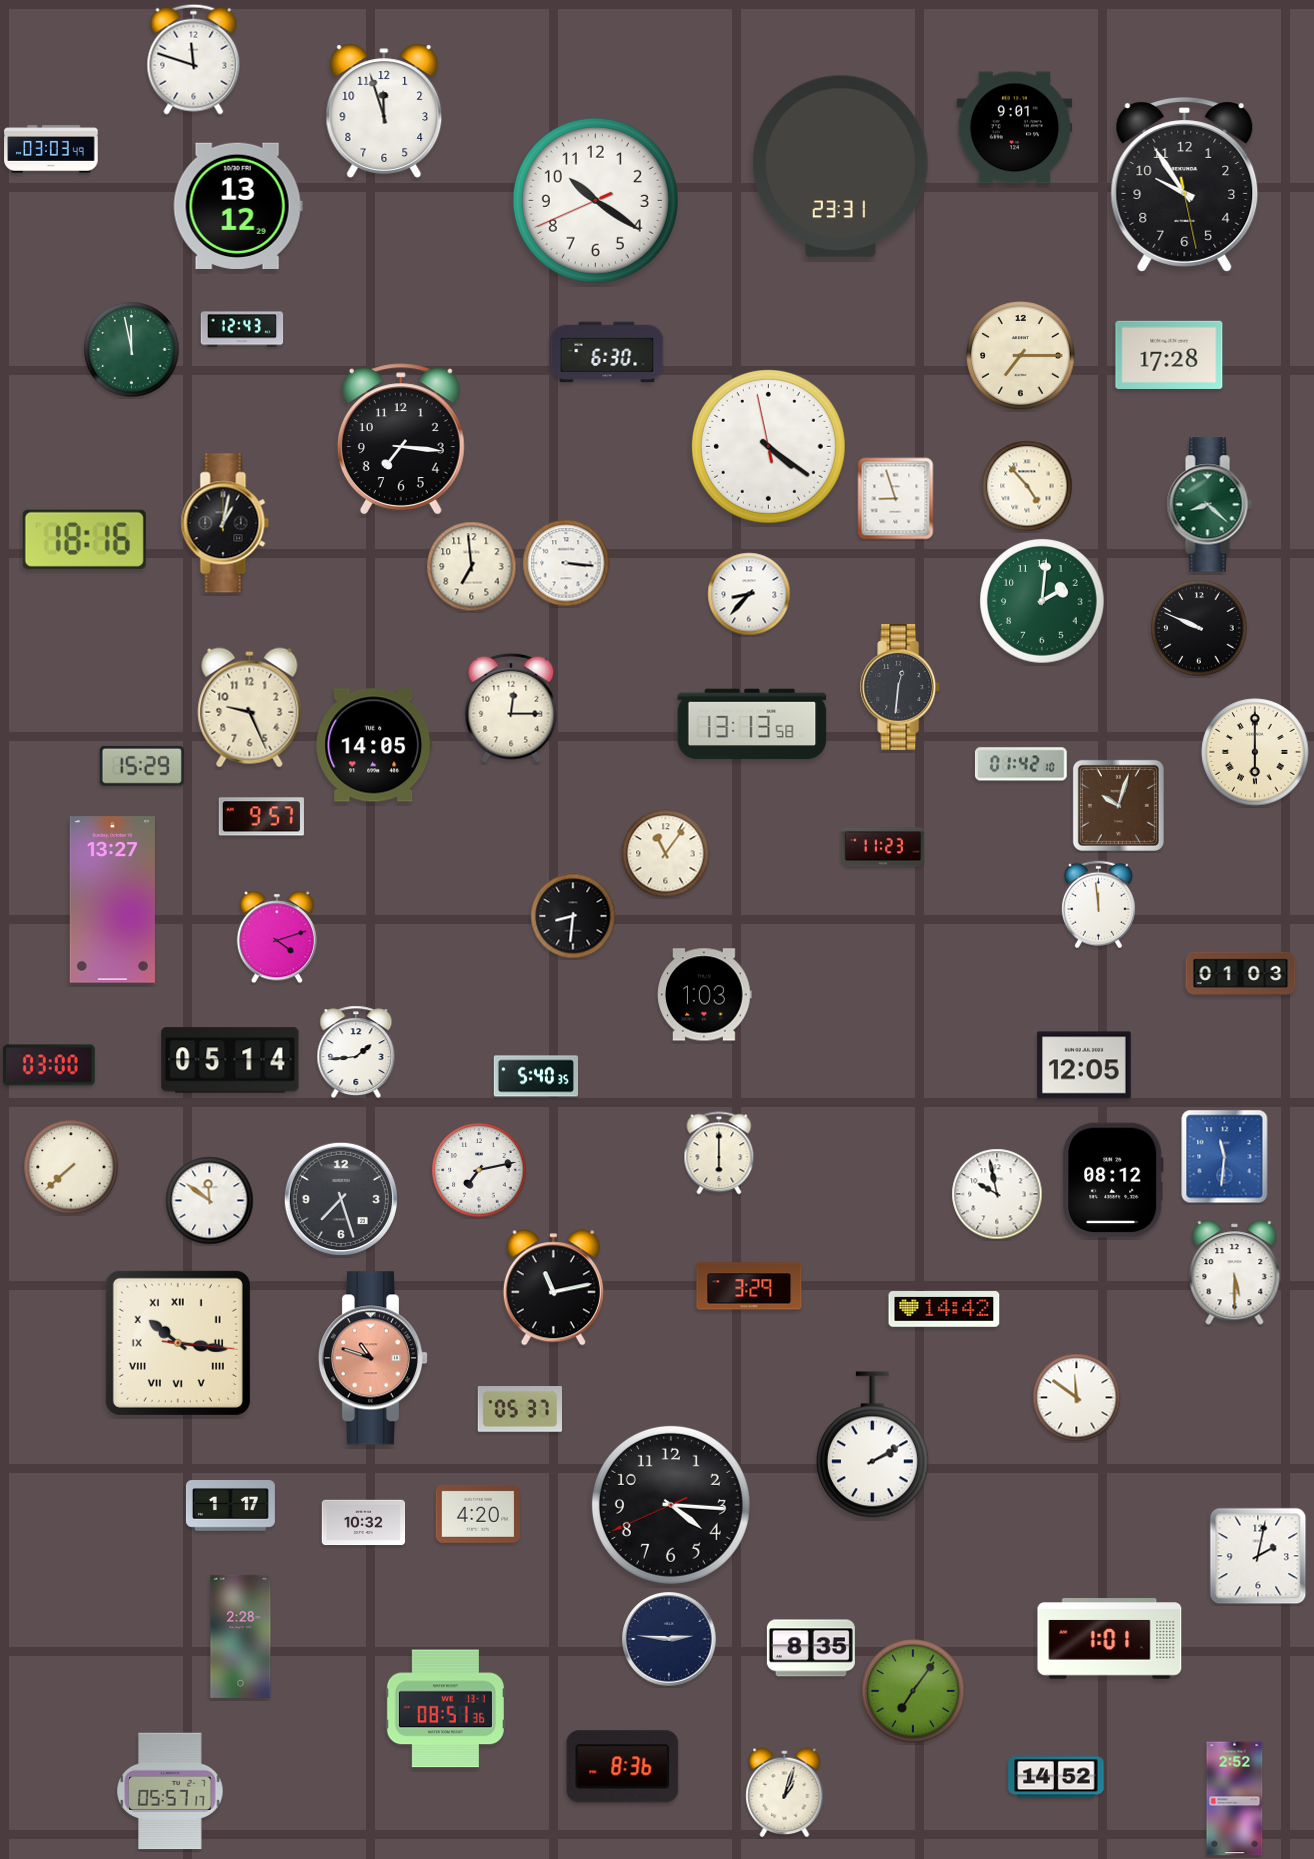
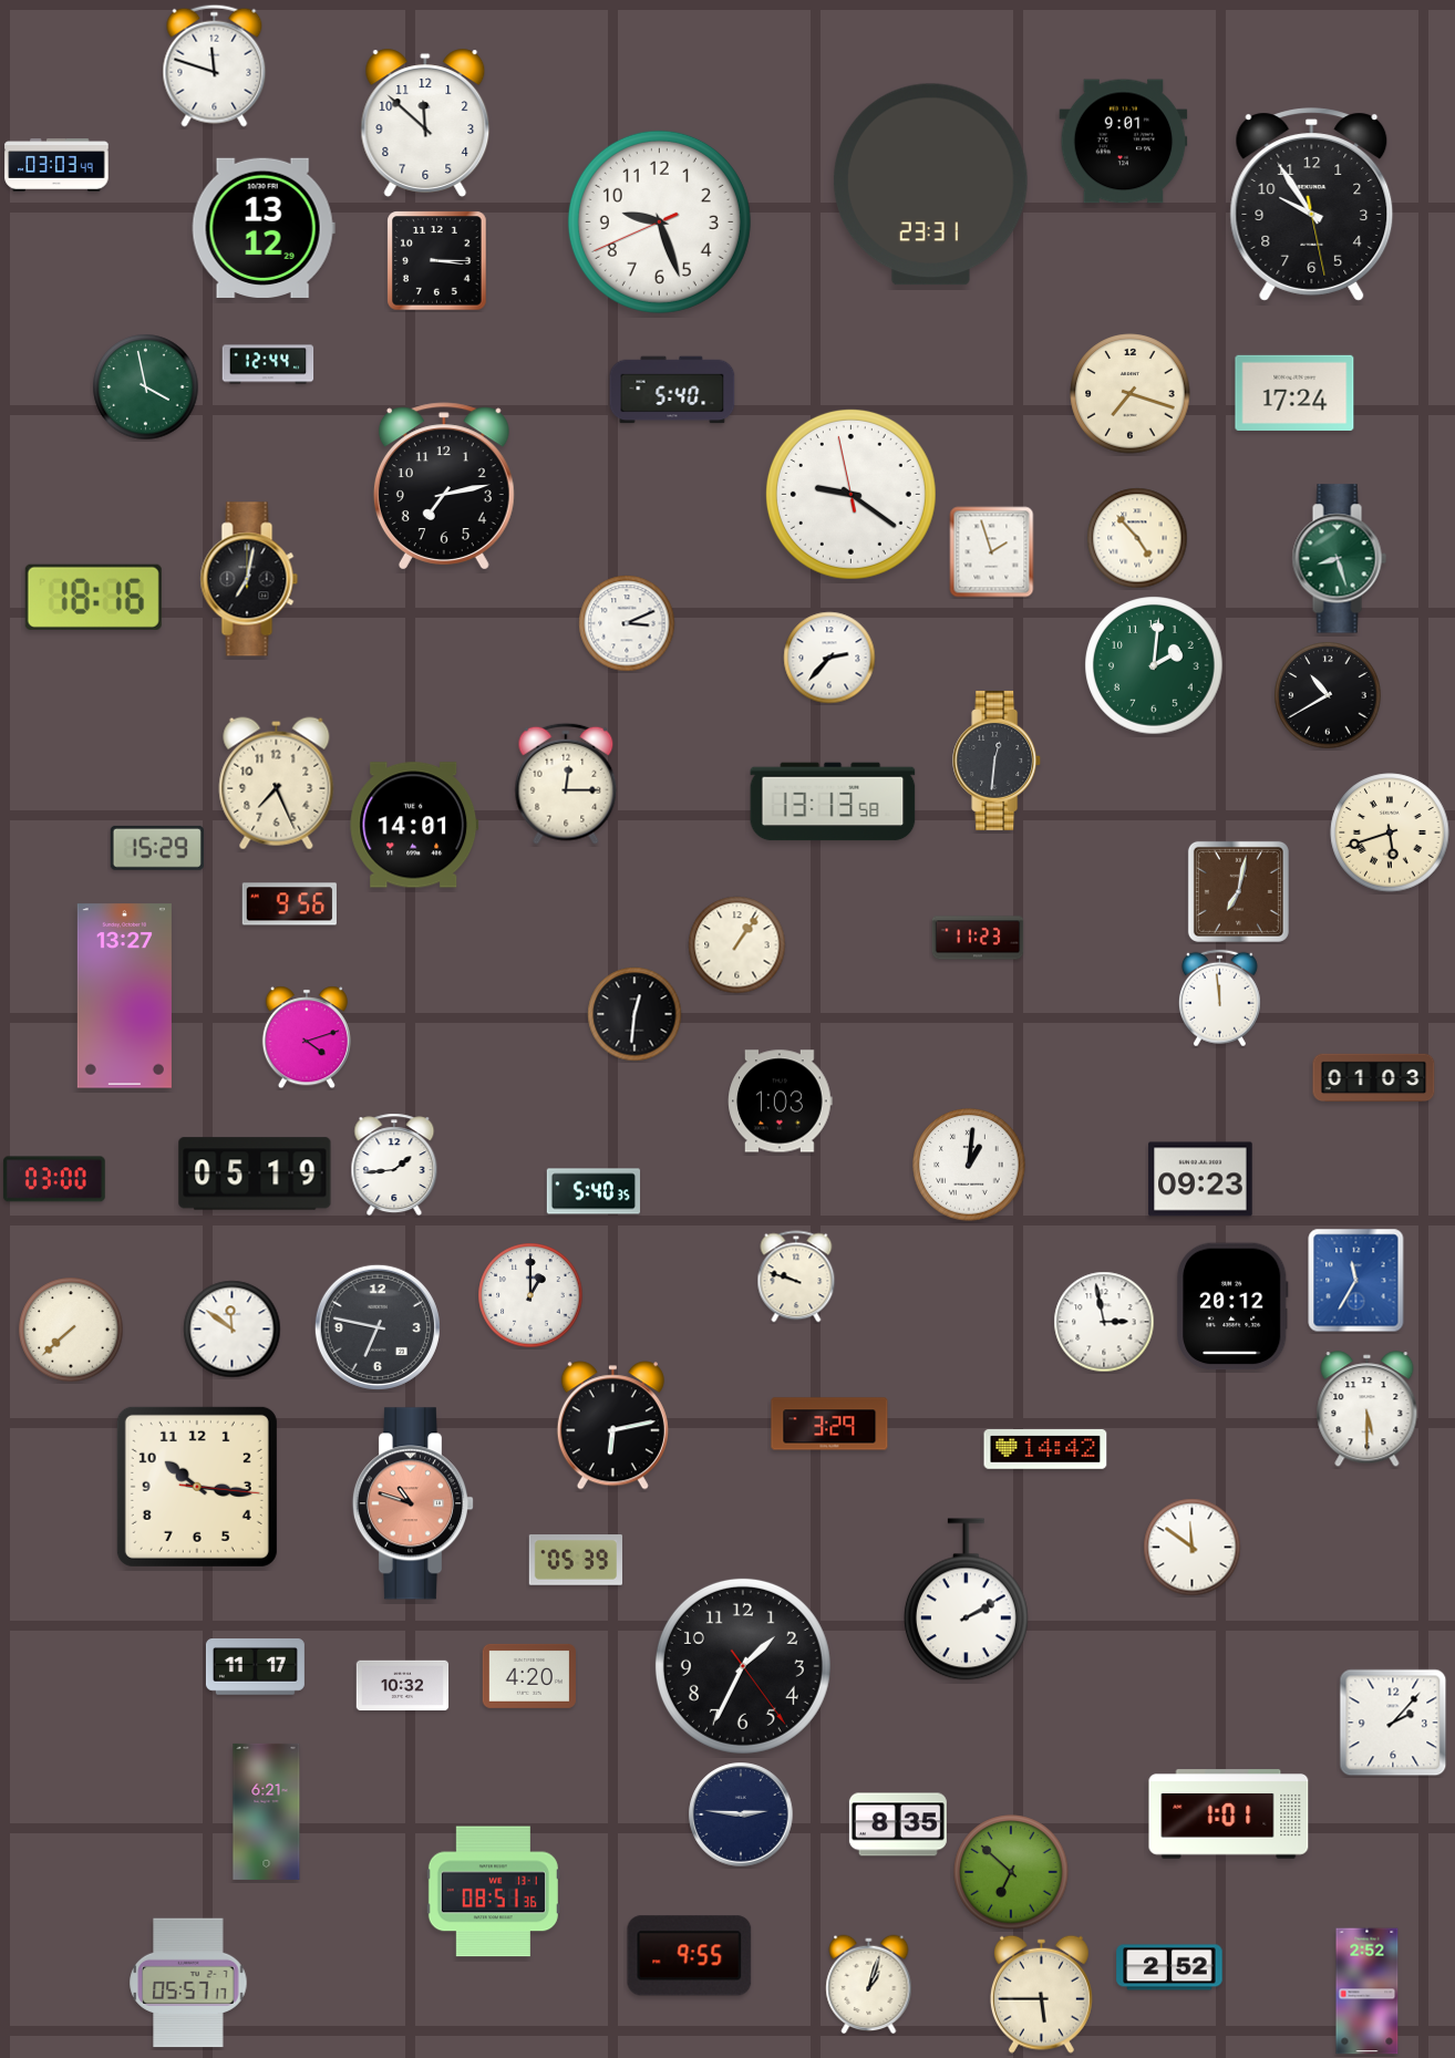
clock at (384, 111): 11:57 -> 11:52
clock at (595, 200): 10:20 -> 9:26
clock at (437, 261): none -> 3:15
clock at (242, 329): 12:43 -> 12:44
clock at (132, 350): 11:58 -> 3:58
clock at (607, 352): 6:30 -> 5:40
clock at (1169, 355): 17:28 -> 17:24
clock at (1021, 356): 7:15 -> 7:18
clock at (401, 439): 7:16 -> 7:13
clock at (768, 446): 4:20 -> 9:20
clock at (896, 499): 8:57 -> 1:57
clock at (1209, 505): 8:22 -> 8:27
clock at (225, 523): 1:02 -> 7:02
clock at (566, 563): 3:16 -> 3:11
clock at (472, 567): 6:59 -> none
clock at (749, 594): 8:37 -> 2:37
clock at (1199, 628): 9:49 -> 10:40
clock at (250, 708): 9:26 -> 7:26
clock at (374, 745): 14:05 -> 14:01
clock at (1255, 752): 6:00 -> 5:42
clock at (1021, 764): 01:42 -> none
clock at (1118, 805): 10:03 -> 7:02
clock at (261, 817): 9:57 -> 9:56
clock at (666, 854): 11:06 -> 1:06
clock at (1098, 905) position: (1098, 905) -> (1219, 999)
clock at (573, 916): 8:31 -> 12:31
clock at (969, 1165): none -> 1:01
clock at (230, 1060): 05:14 -> 05:19
clock at (1084, 1065): 12:05 -> 09:23
clock at (719, 1153): 6:00 -> 9:48
clock at (1225, 1157): 11:31 -> 11:35
clock at (71, 1167) position: (71, 1167) -> (71, 1330)
clock at (479, 1170): 7:13 -> 1:00
clock at (1113, 1180): 08:12 -> 20:12
clock at (997, 1194): 9:58 -> 2:58
clock at (341, 1199): 7:27 -> 6:47
clock at (553, 1288): 11:13 -> 6:13
clock at (178, 1343) numerals: Roman -> Arabic
clock at (519, 1409): 05:37 -> 05:39
clock at (671, 1505): 4:15 -> 1:34
clock at (230, 1506): 1:17 -> 11:17
clock at (1258, 1556): 2:02 -> 2:07
clock at (241, 1636): 2:28 -> 6:21
clock at (913, 1691): 7:06 -> 6:52
clock at (623, 1767): 8:36 -> 9:55
clock at (1056, 1777): 14:52 -> 2:52
clock at (1041, 1994): none -> 5:45
